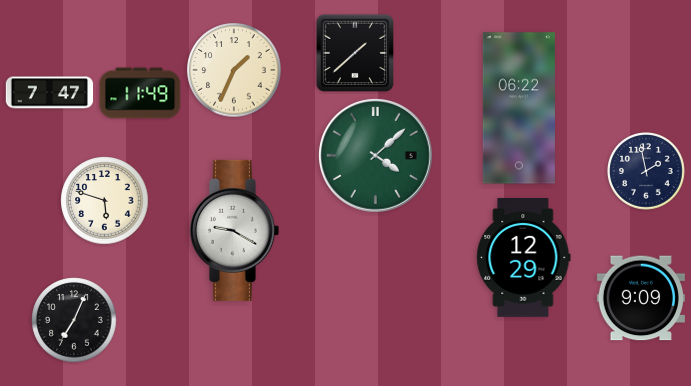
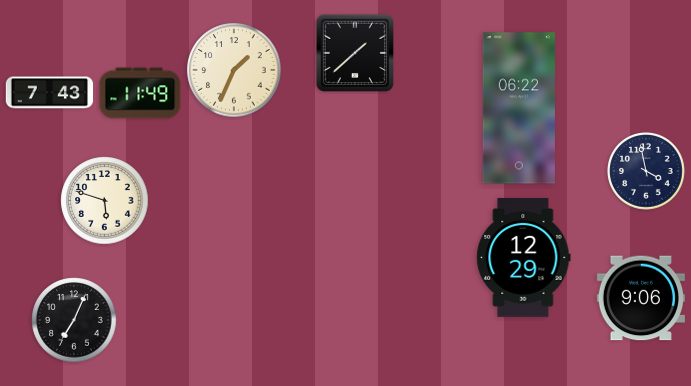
clock at (50, 93): 7:47 -> 7:43
clock at (375, 155): 4:08 -> none
clock at (647, 172): 1:58 -> 3:58
clock at (234, 230): 9:20 -> none
clock at (641, 298): 9:09 -> 9:06
